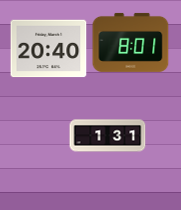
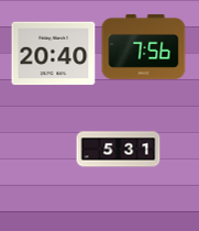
clock at (131, 42): 8:01 -> 7:56
clock at (108, 136): 1:31 -> 5:31
